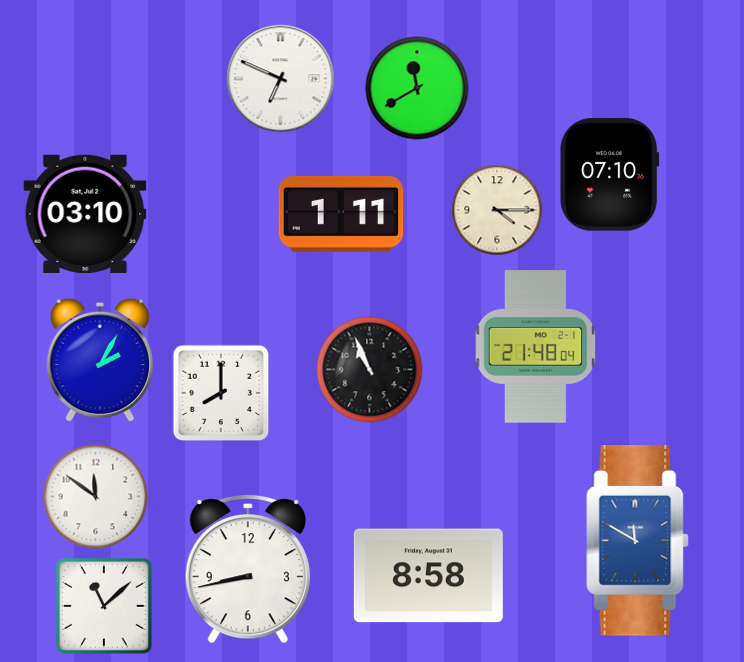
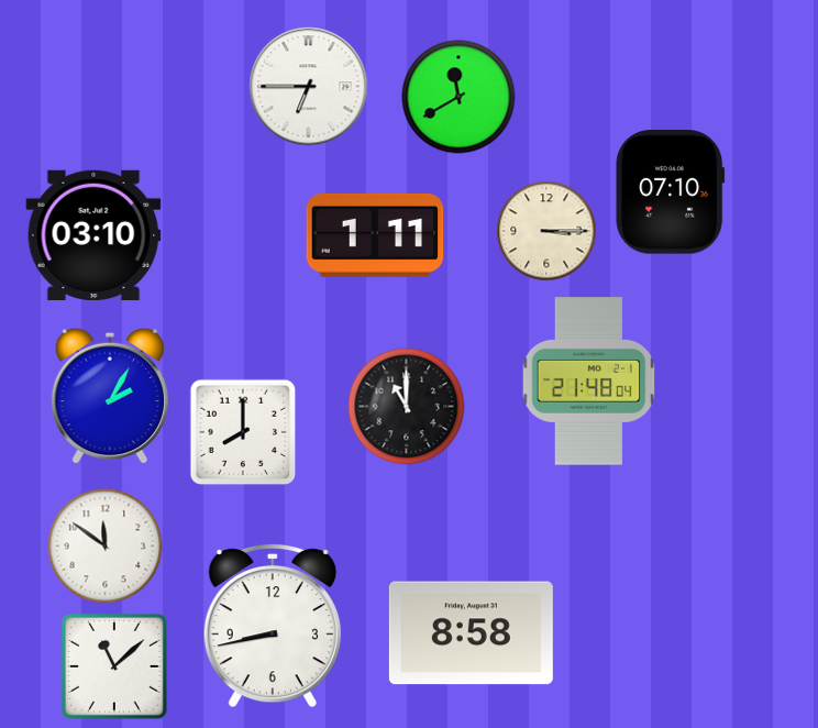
clock at (281, 79): 6:49 -> 6:45
clock at (497, 210): 4:15 -> 3:15
clock at (370, 370): 10:56 -> 11:00
clock at (638, 541): 11:50 -> none
